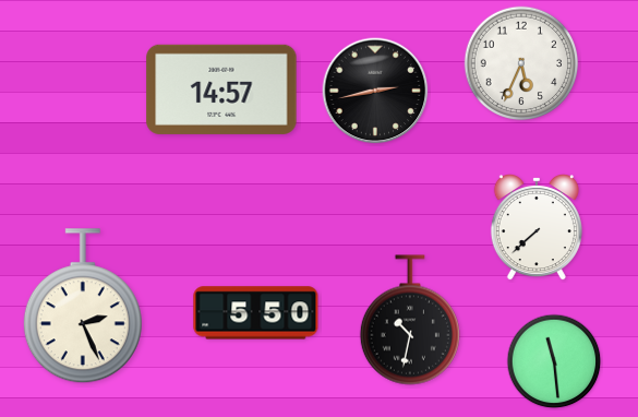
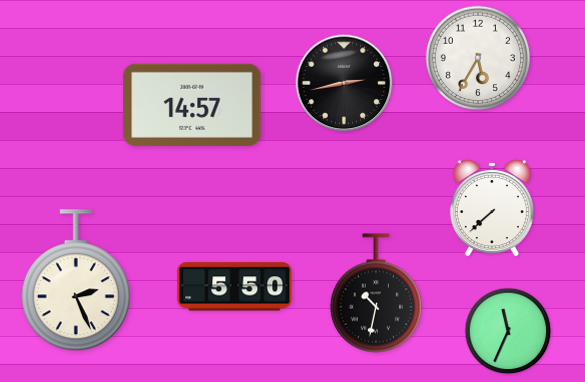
clock at (521, 63): 5:34 -> 5:35
clock at (221, 90) position: (221, 90) -> (192, 105)
clock at (554, 361): 11:29 -> 11:34
